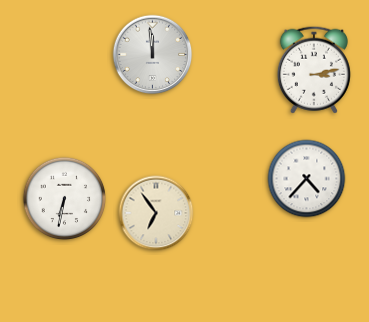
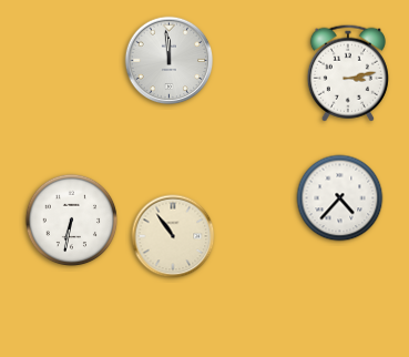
clock at (314, 70) position: (314, 70) -> (348, 73)
clock at (156, 213): 6:54 -> 10:54
